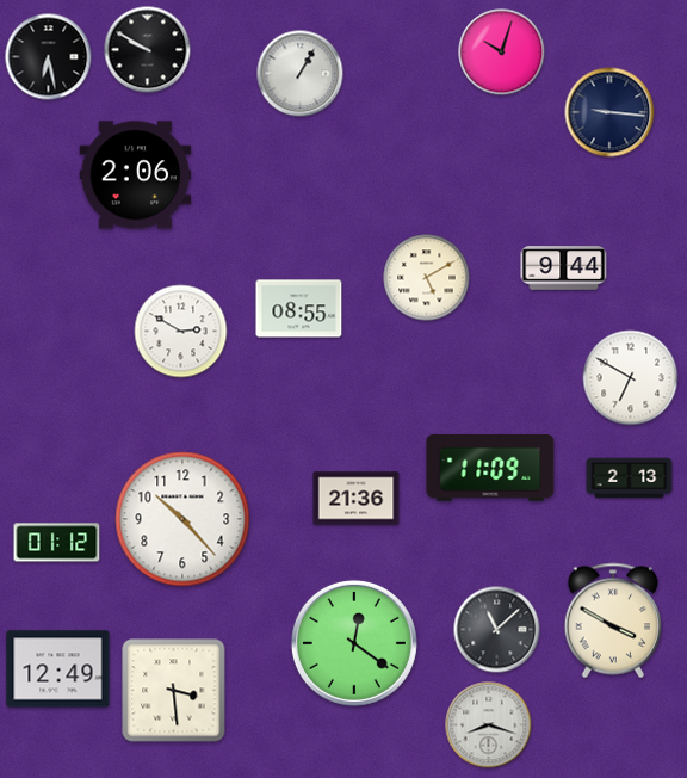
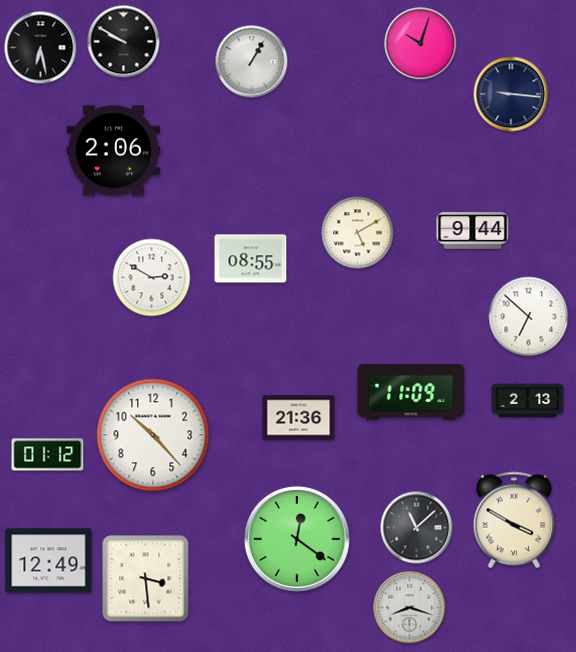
clock at (136, 175) position: (136, 175) -> (114, 151)
clock at (564, 268) position: (564, 268) -> (473, 231)
clock at (631, 378): 6:50 -> 6:52
